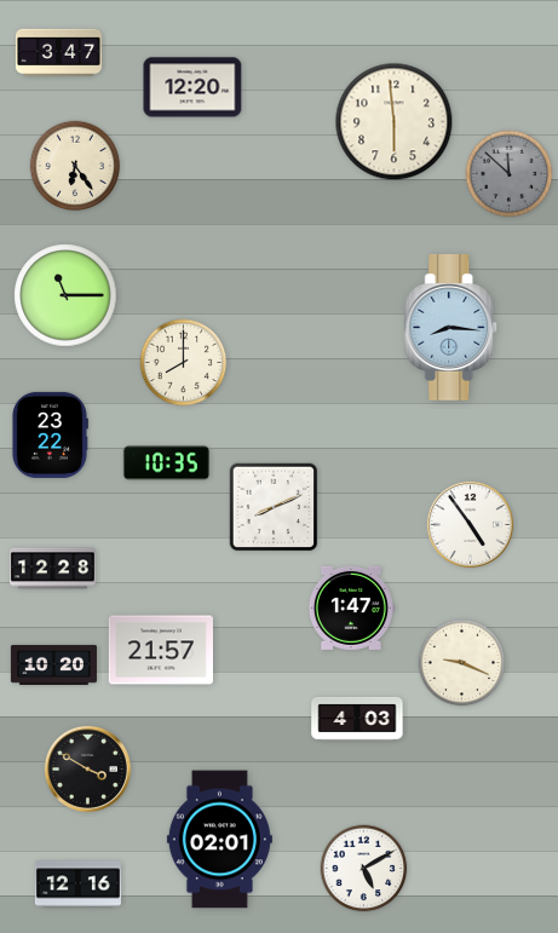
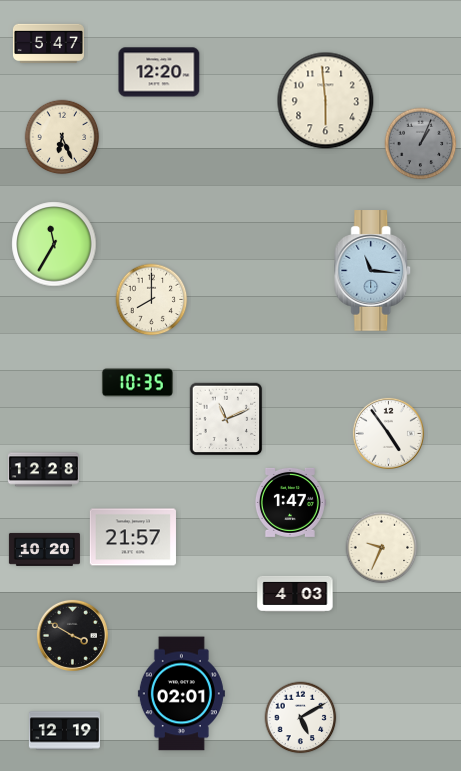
clock at (58, 53): 3:47 -> 5:47
clock at (75, 166): 6:24 -> 6:26
clock at (510, 174): 11:52 -> 1:04
clock at (65, 295): 11:15 -> 11:35
clock at (451, 328): 8:16 -> 11:16
clock at (50, 434): 23:22 -> none
clock at (274, 507): 8:11 -> 11:11
clock at (462, 663): 9:19 -> 9:34
clock at (77, 885): 12:16 -> 12:19
